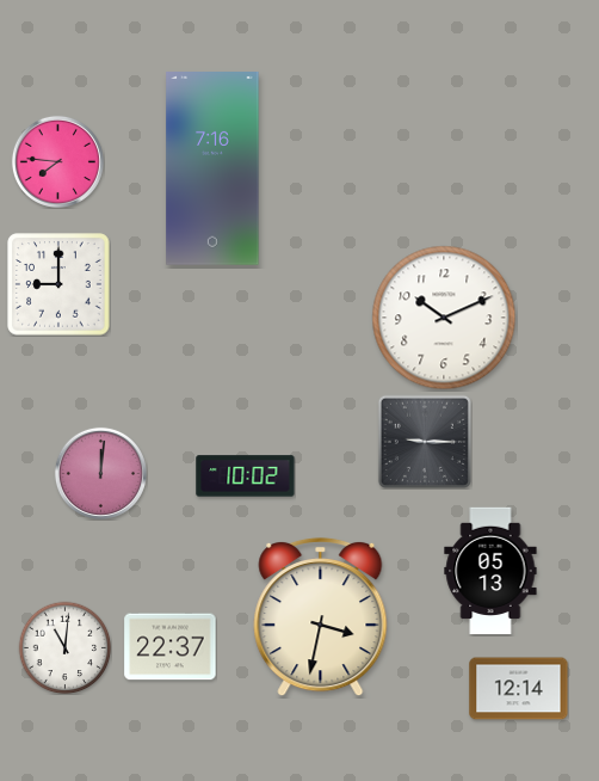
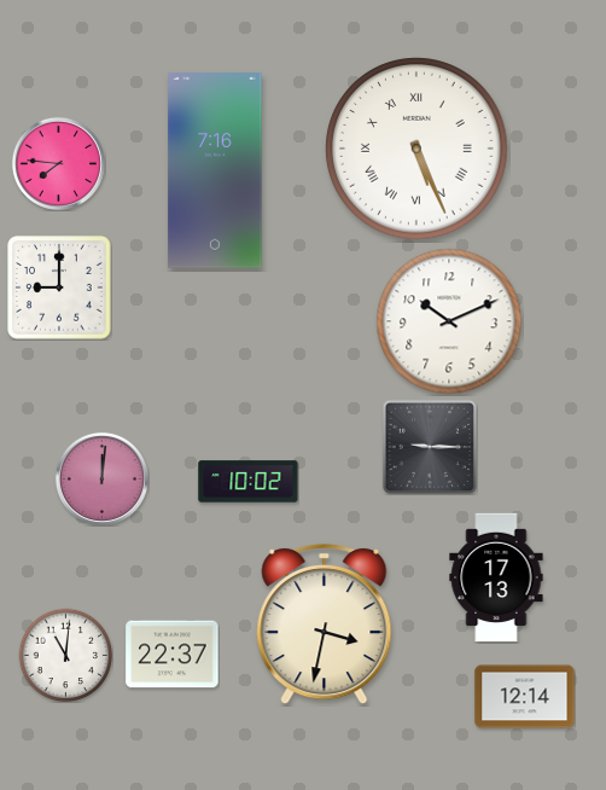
clock at (416, 149): none -> 5:26
clock at (490, 571): 05:13 -> 17:13
